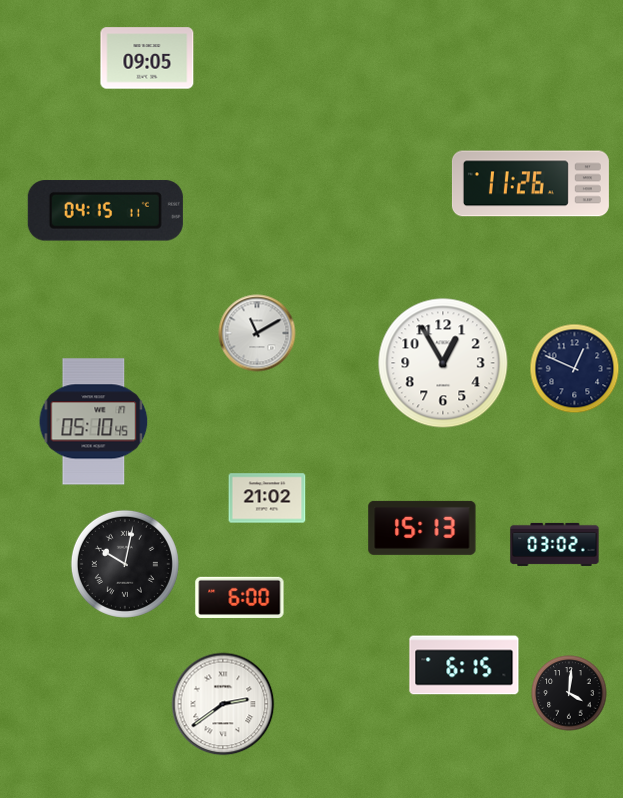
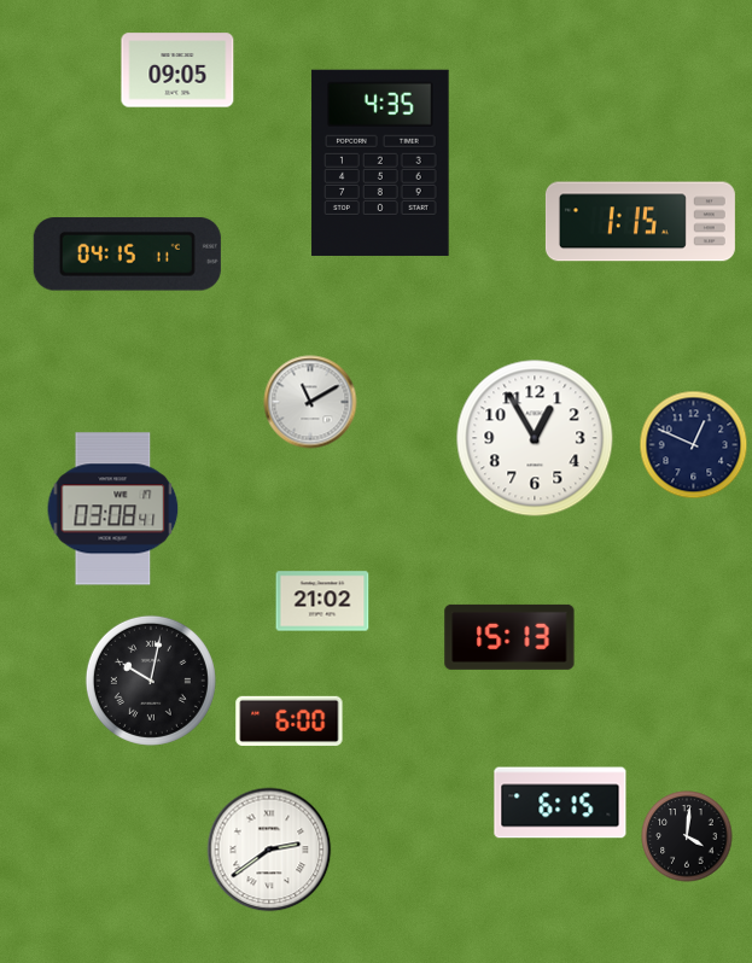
clock at (380, 163): none -> 4:35
clock at (530, 184): 11:26 -> 1:15
clock at (94, 422): 05:10 -> 03:08
clock at (555, 544): 03:02 -> none
